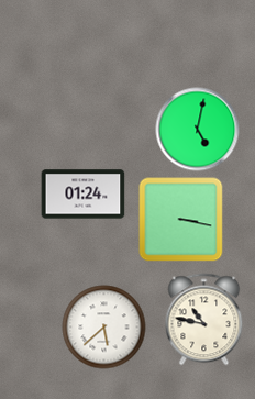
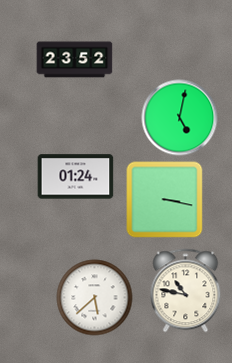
clock at (75, 60): none -> 23:52
